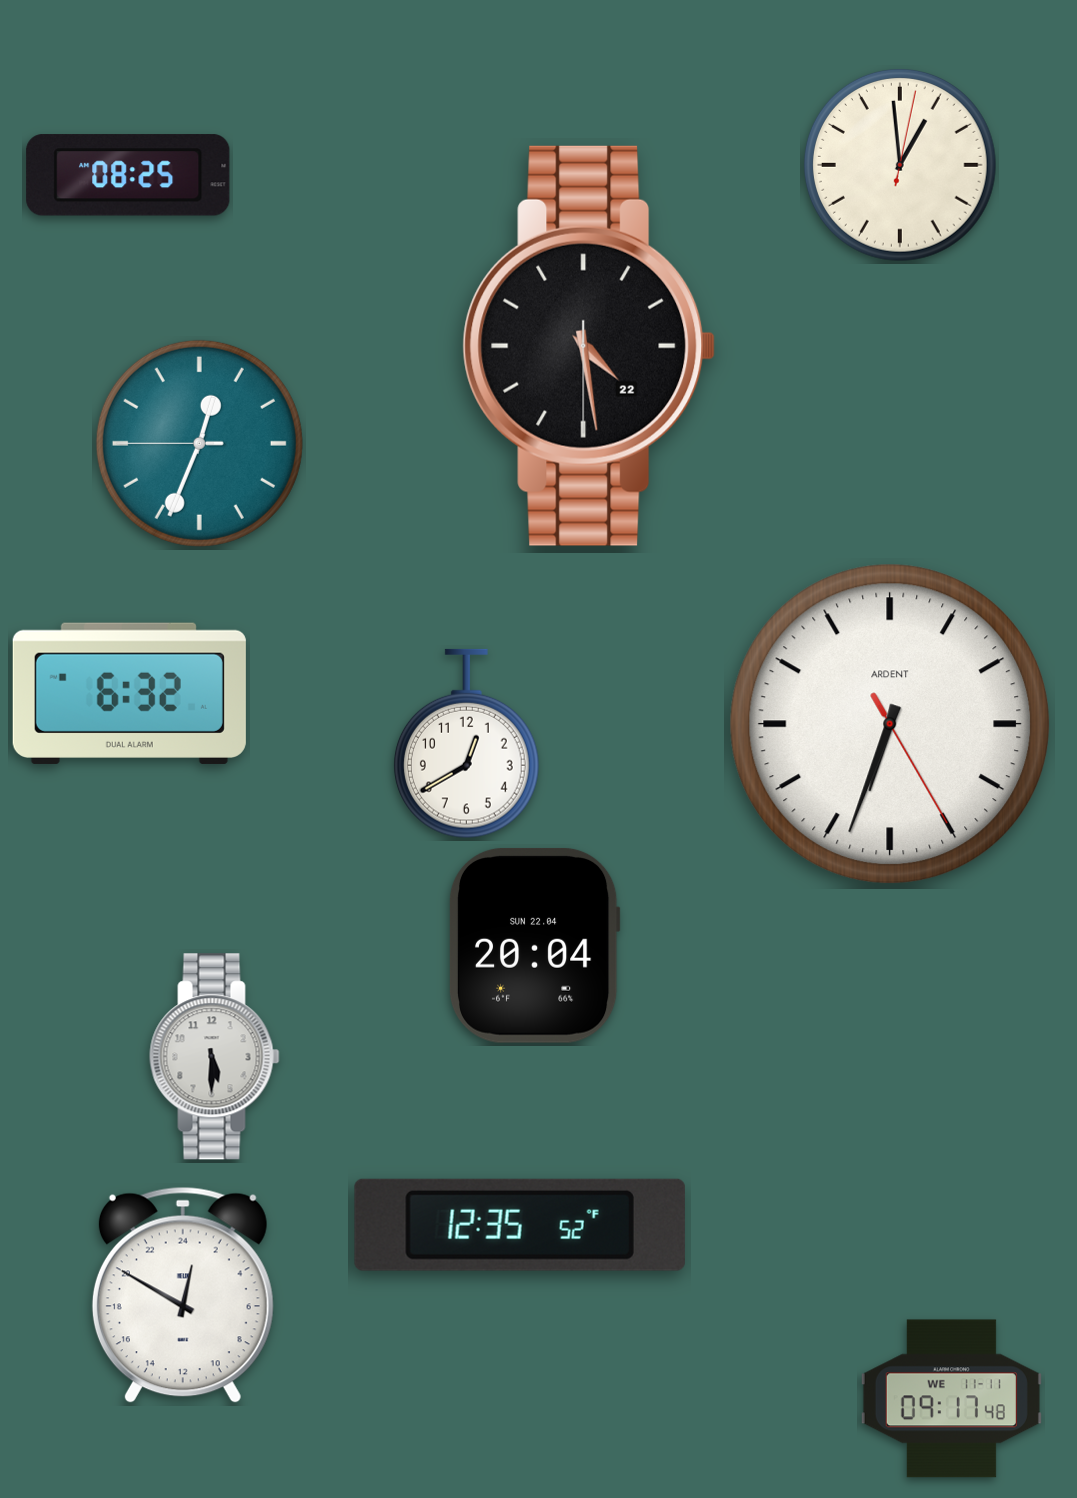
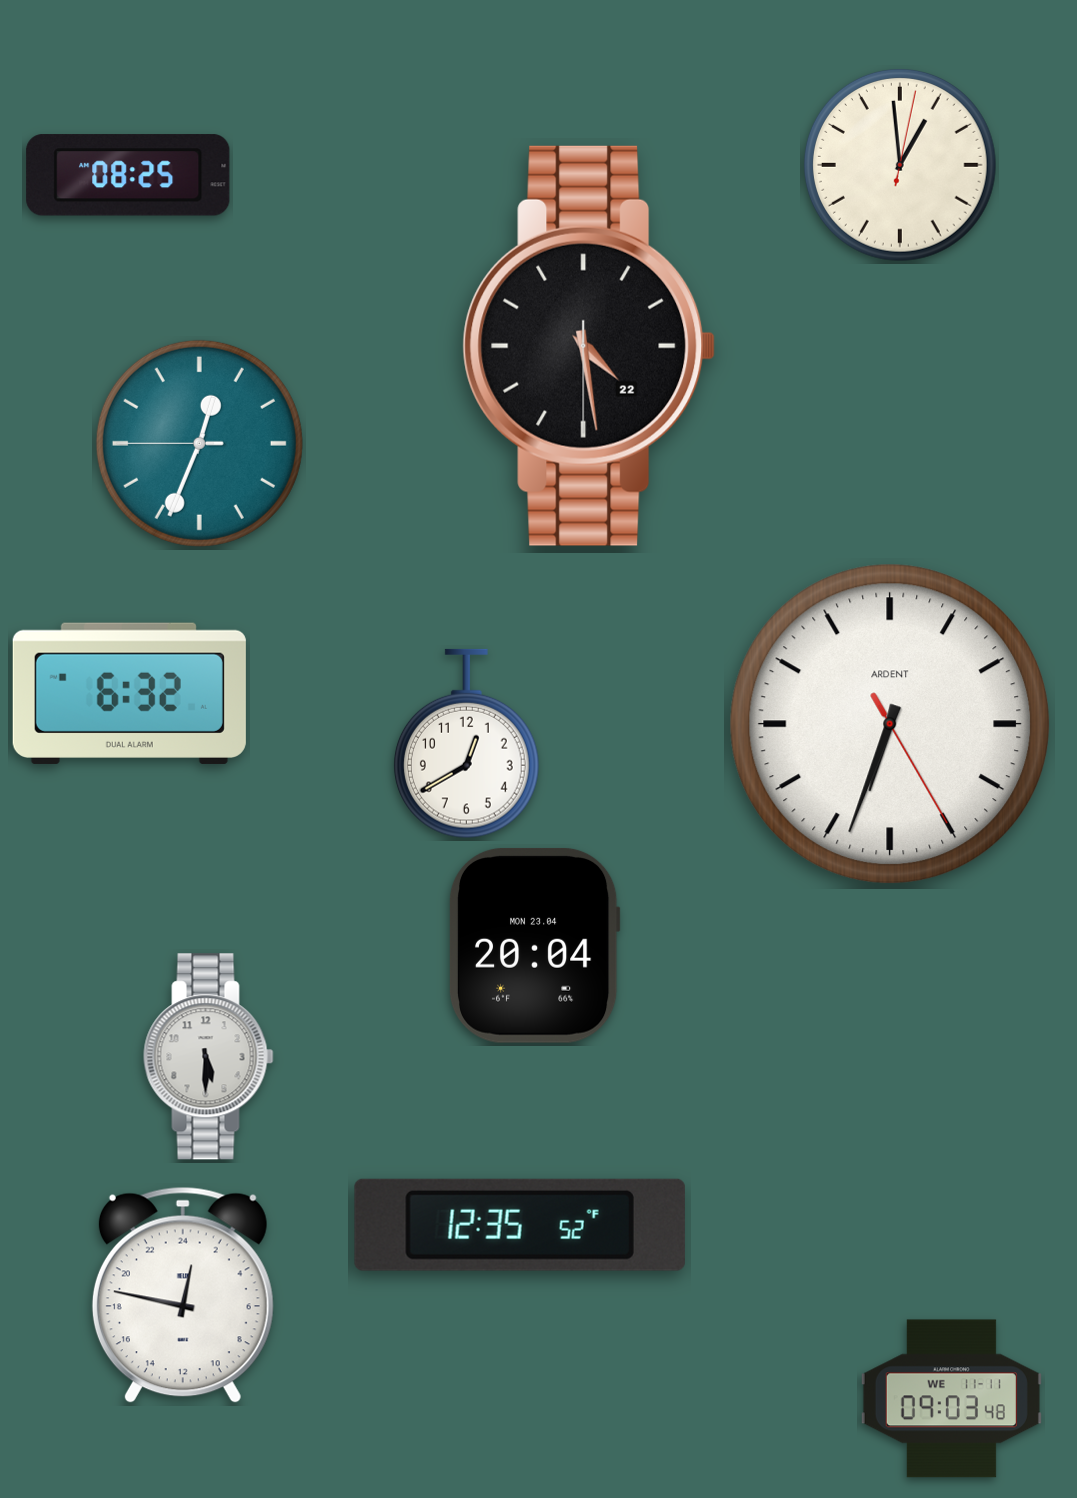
clock at (534, 945) date: SUN 22.04 -> MON 23.04
clock at (215, 1057) position: (215, 1057) -> (209, 1057)
clock at (183, 1295): 0:50 -> 0:47
clock at (951, 1399): 09:17 -> 09:03
